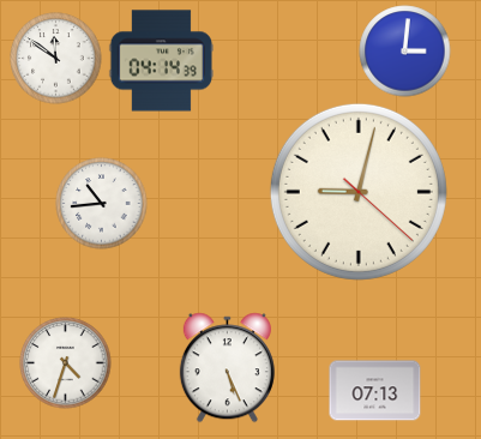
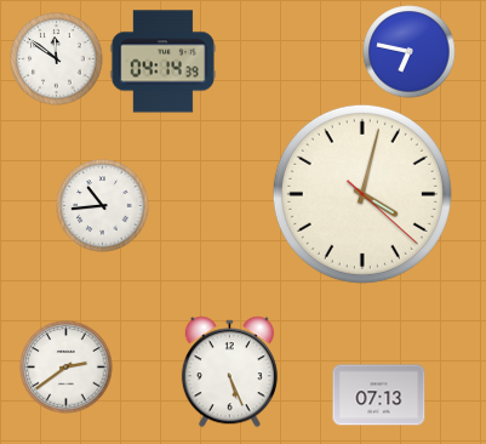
clock at (405, 52): 3:01 -> 6:47
clock at (359, 192): 9:02 -> 4:02
clock at (66, 363): 4:33 -> 2:39
